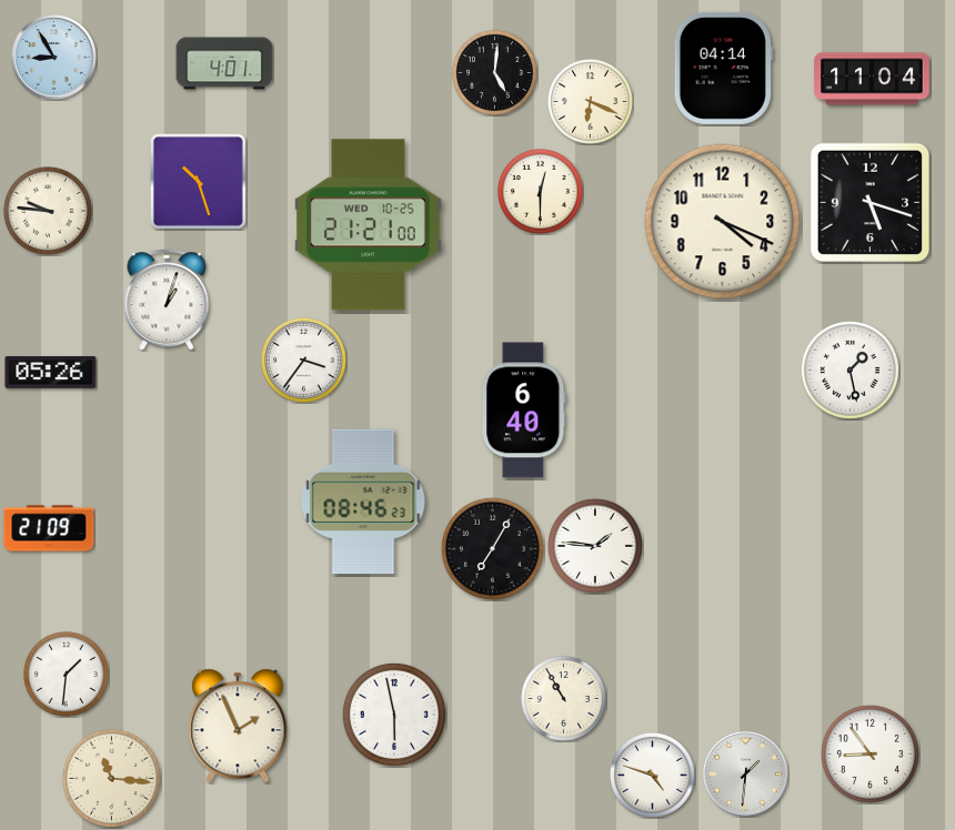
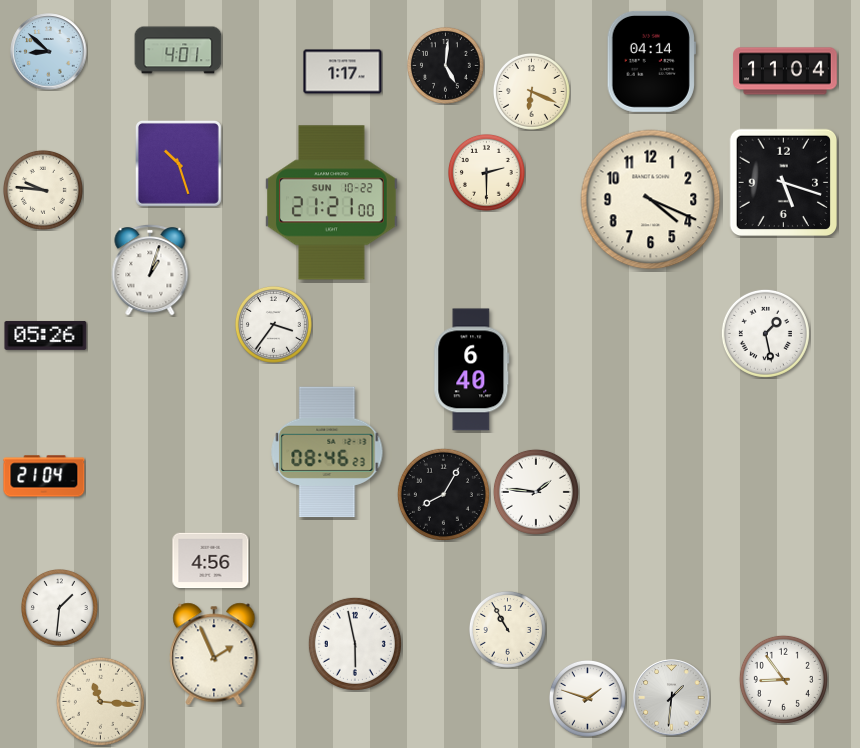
clock at (54, 58): 8:55 -> 8:52
clock at (224, 63) position: (224, 63) -> (178, 50)
clock at (343, 72): none -> 1:17
clock at (541, 192): 12:30 -> 2:30
clock at (369, 225) date: WED 10-25 -> SUN 10-22
clock at (49, 528): 21:09 -> 21:04
clock at (492, 548): 7:05 -> 8:05
clock at (211, 561): none -> 4:56
clock at (653, 776): 4:48 -> 1:48
